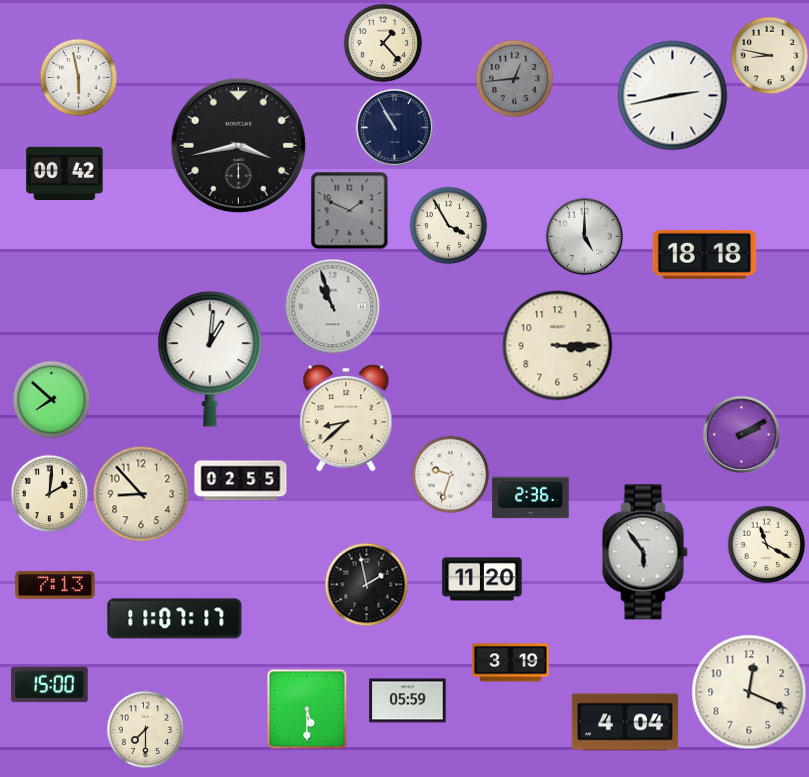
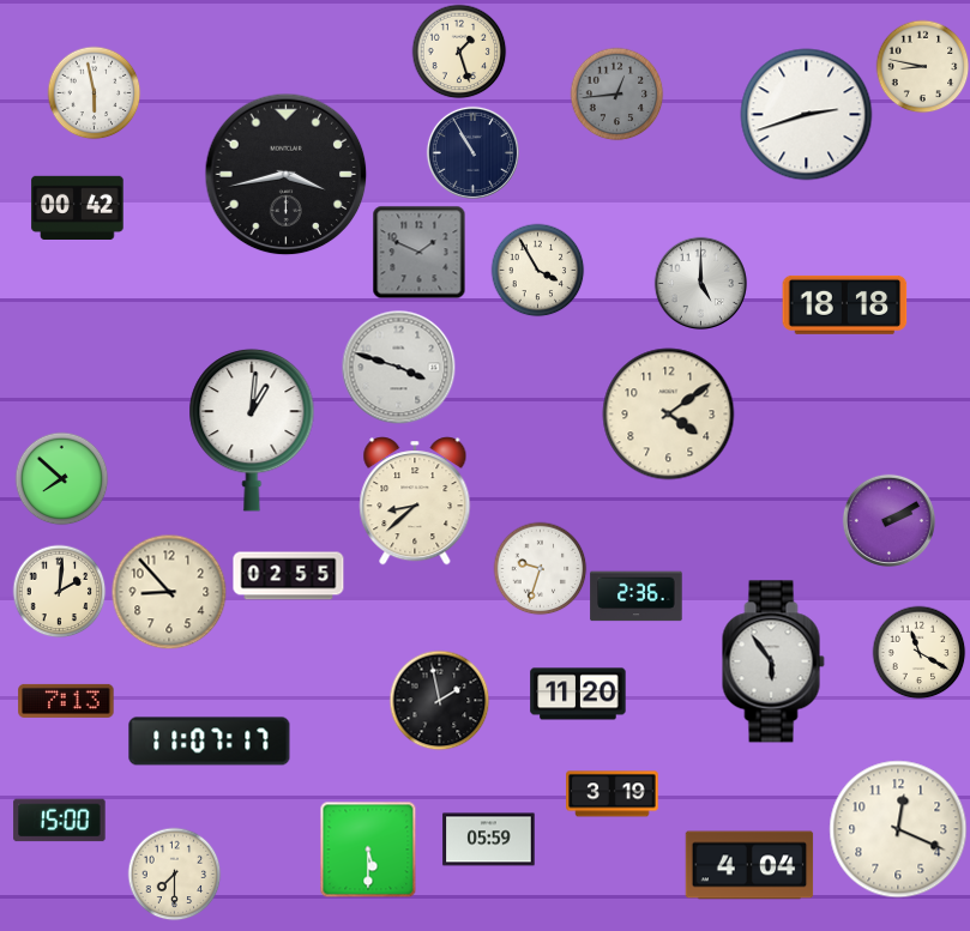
clock at (383, 43): 1:23 -> 1:27
clock at (673, 96): 2:43 -> 2:42
clock at (332, 306): 10:57 -> 3:48
clock at (558, 346): 3:15 -> 4:09
